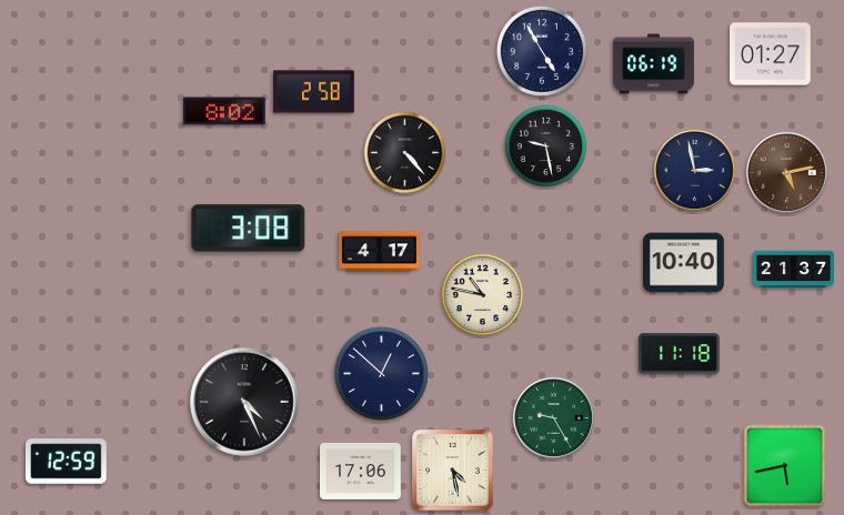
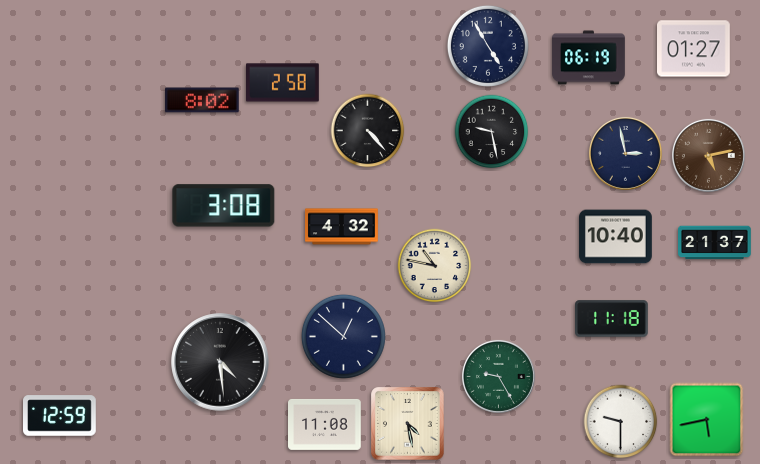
clock at (405, 153) position: (405, 153) -> (368, 131)
clock at (380, 252): 4:17 -> 4:32
clock at (244, 402): 4:26 -> 4:29
clock at (621, 422): none -> 9:30
clock at (361, 471): 17:06 -> 11:08
